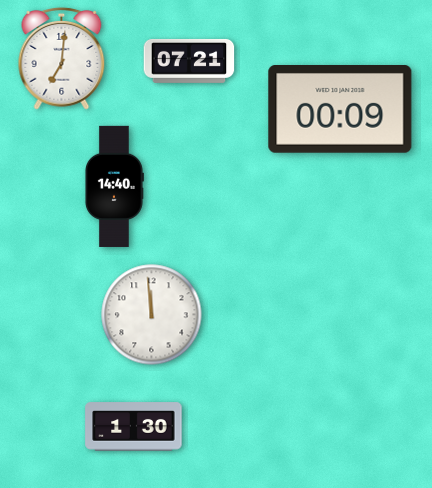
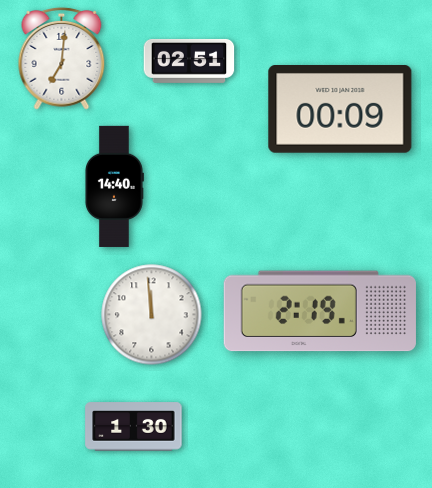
clock at (189, 61): 07:21 -> 02:51
clock at (320, 311): none -> 2:19
